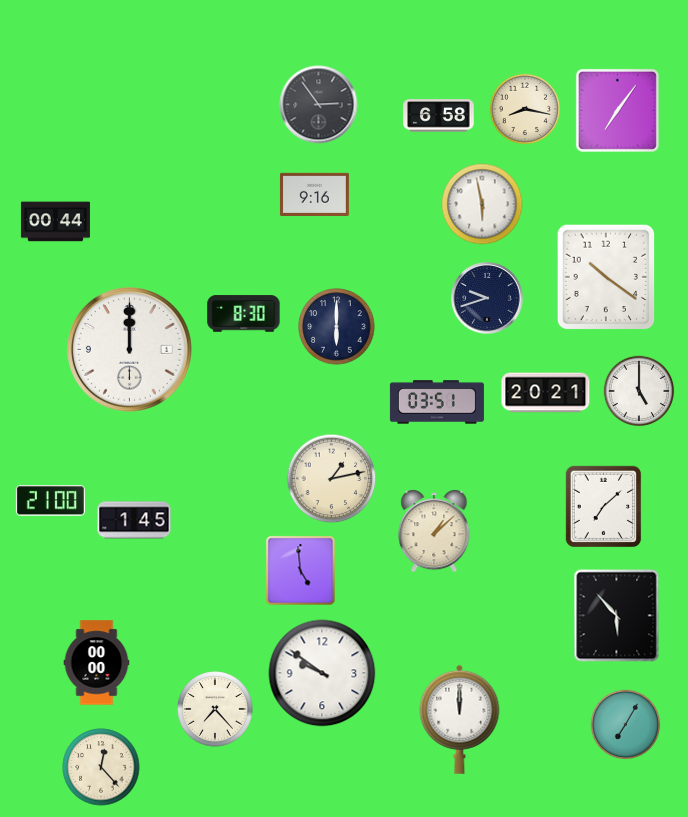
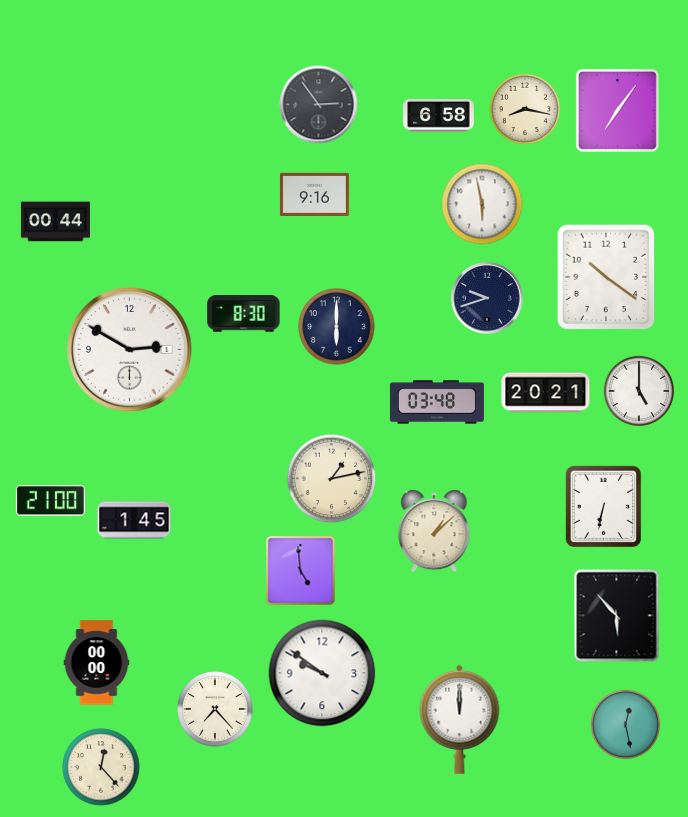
clock at (130, 350): 12:00 -> 2:50
clock at (437, 402): 03:51 -> 03:48
clock at (604, 507): 7:08 -> 6:32
clock at (626, 725): 7:05 -> 12:28
